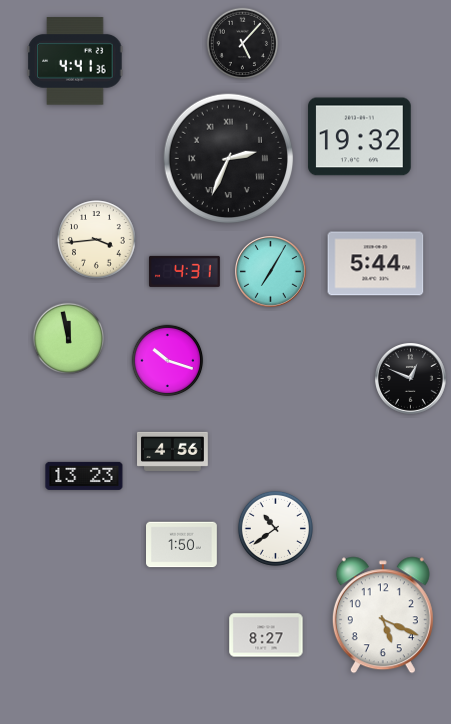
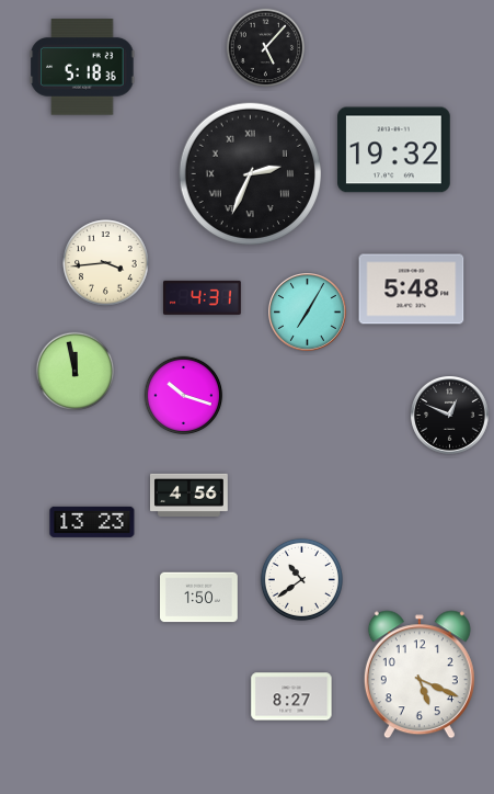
clock at (75, 61): 4:41 -> 5:18
clock at (376, 264): 5:44 -> 5:48
clock at (271, 272) position: (271, 272) -> (308, 313)
